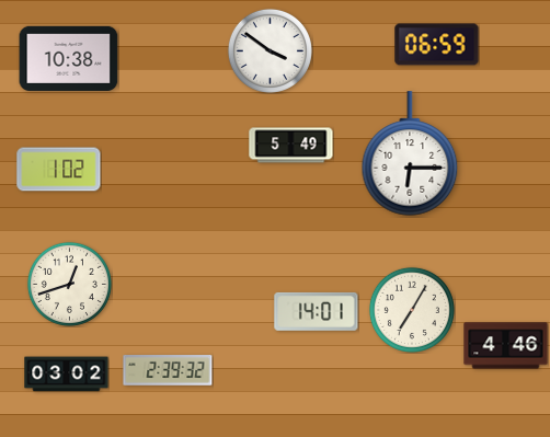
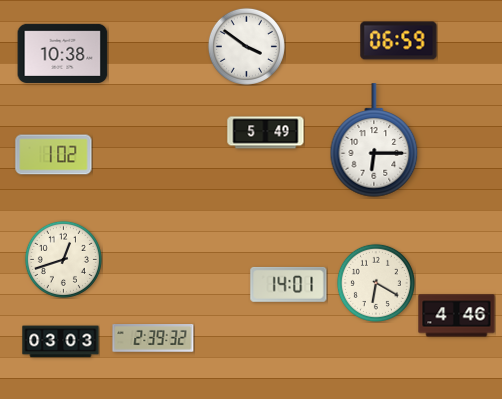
clock at (412, 310): 7:05 -> 6:20
clock at (506, 346) position: (506, 346) -> (457, 316)
clock at (67, 375): 03:02 -> 03:03
